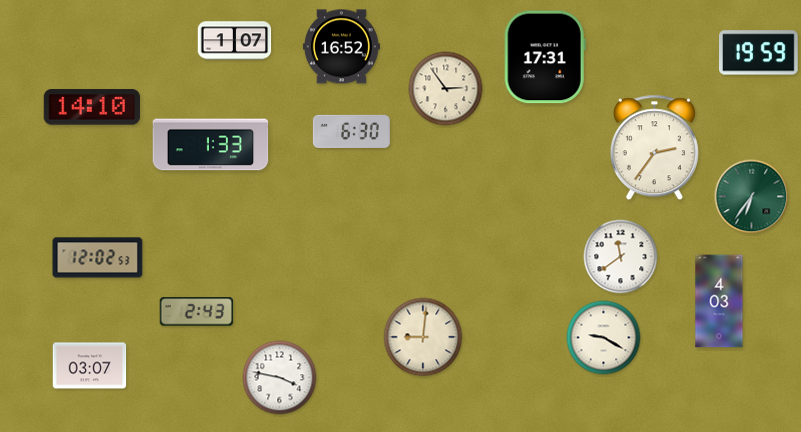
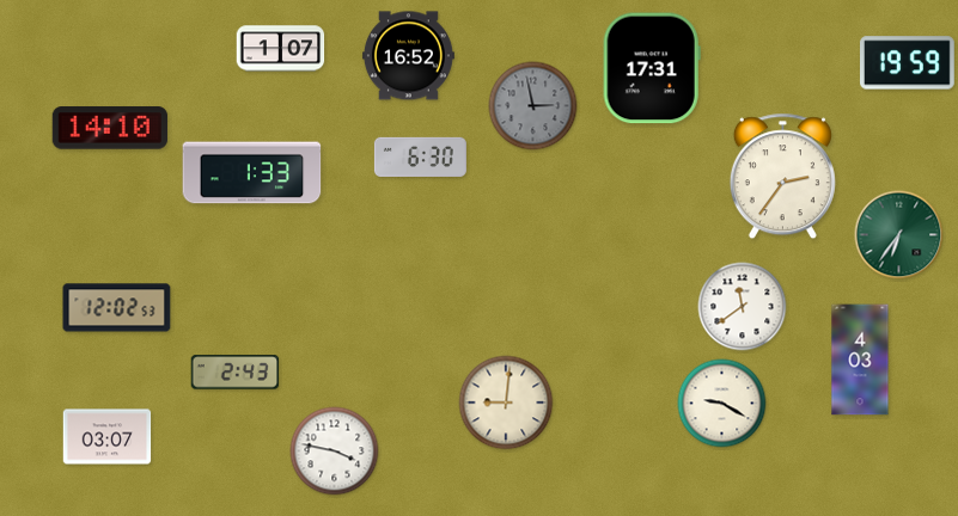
clock at (446, 89): 2:54 -> 2:58
clock at (446, 89) dial: cream -> grey
